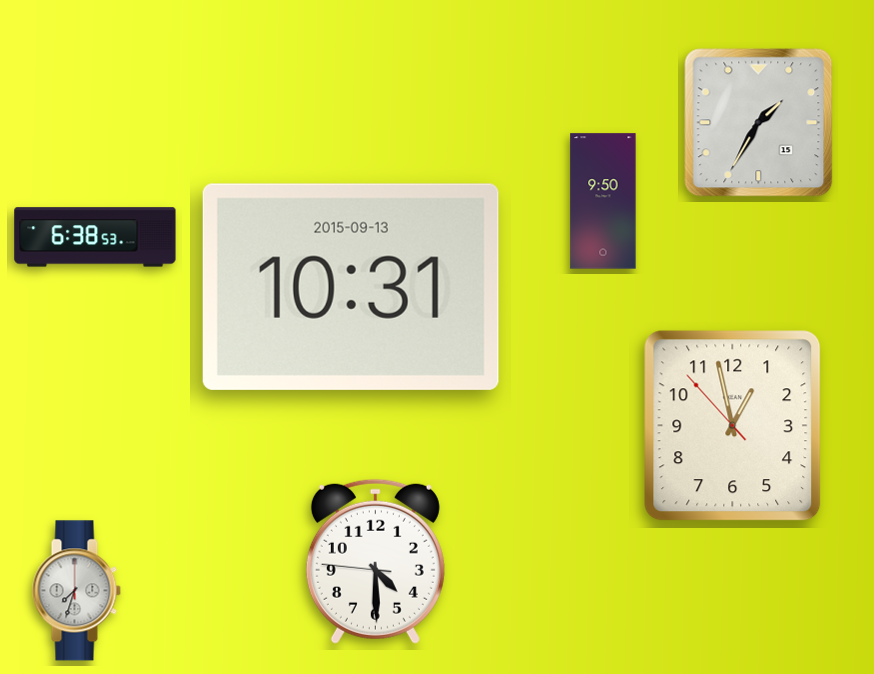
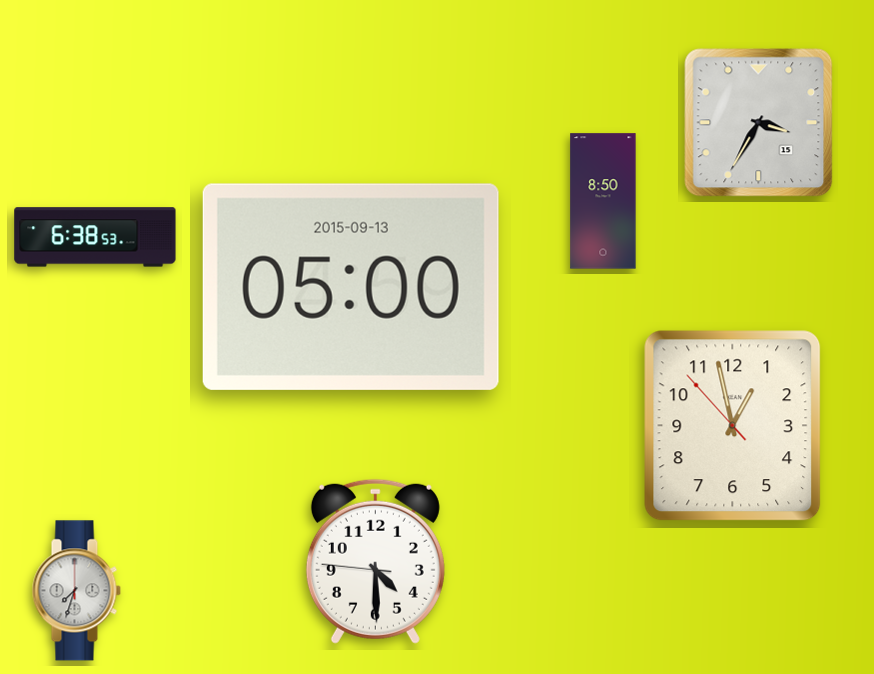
clock at (759, 123): 1:35 -> 3:35
clock at (603, 201): 9:50 -> 8:50
clock at (351, 287): 10:31 -> 05:00
